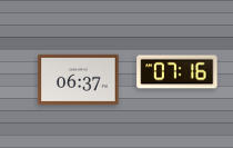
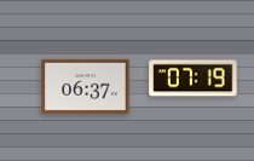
clock at (178, 72): 07:16 -> 07:19
